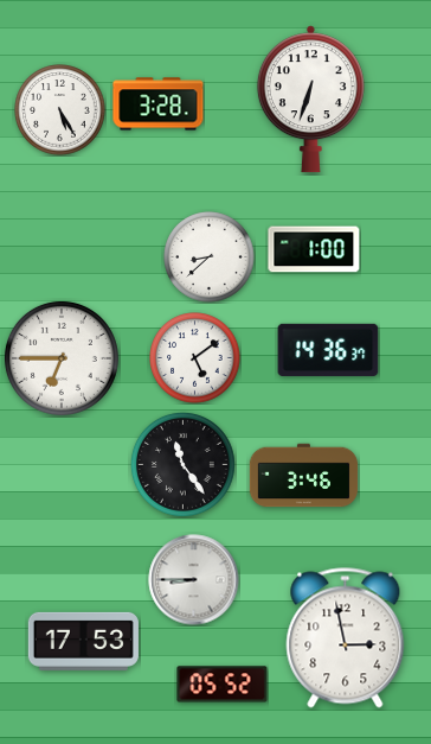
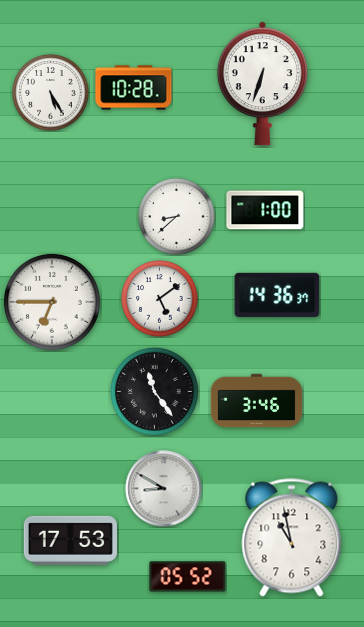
clock at (159, 104): 3:28 -> 10:28
clock at (195, 358) position: (195, 358) -> (160, 299)
clock at (194, 580): 8:45 -> 8:50
clock at (346, 638): 2:58 -> 10:58
